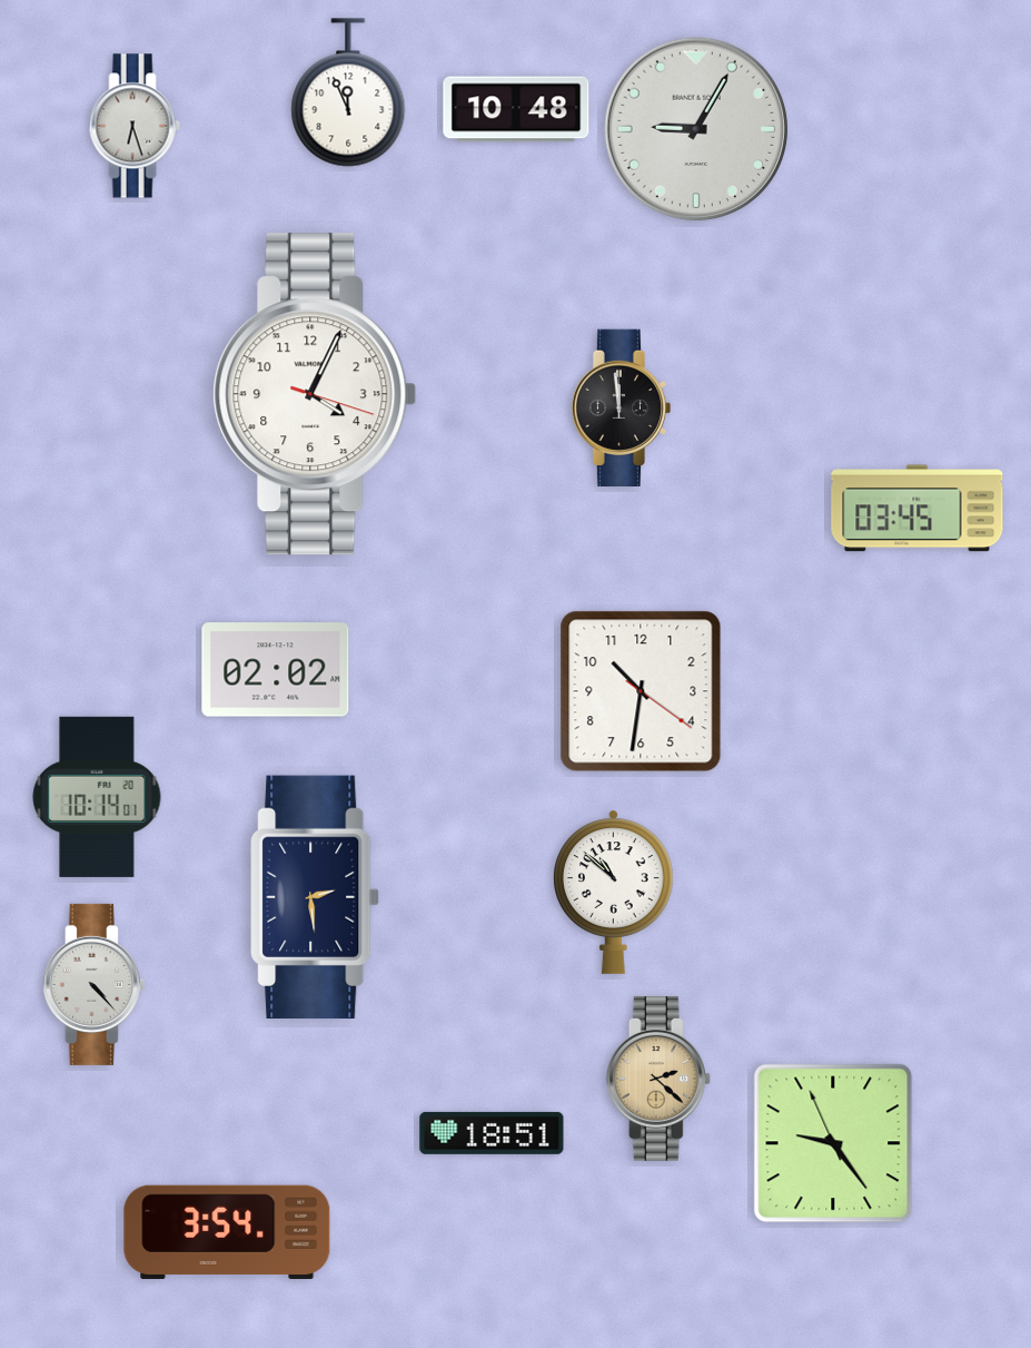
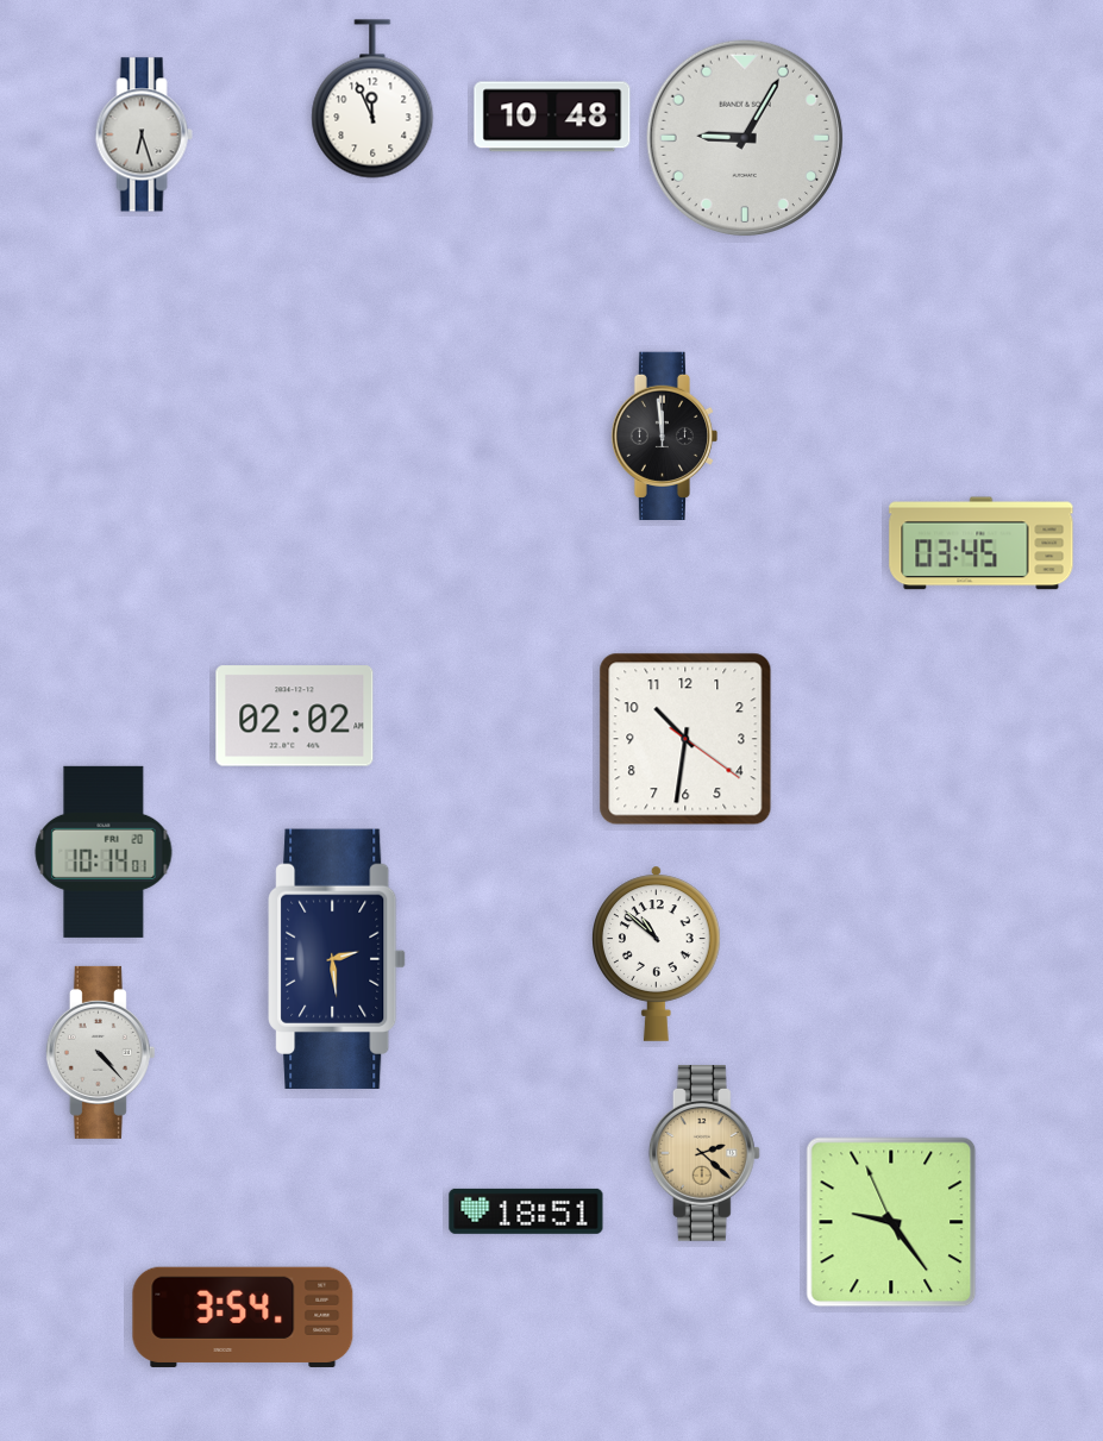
clock at (315, 394): 4:04 -> none
